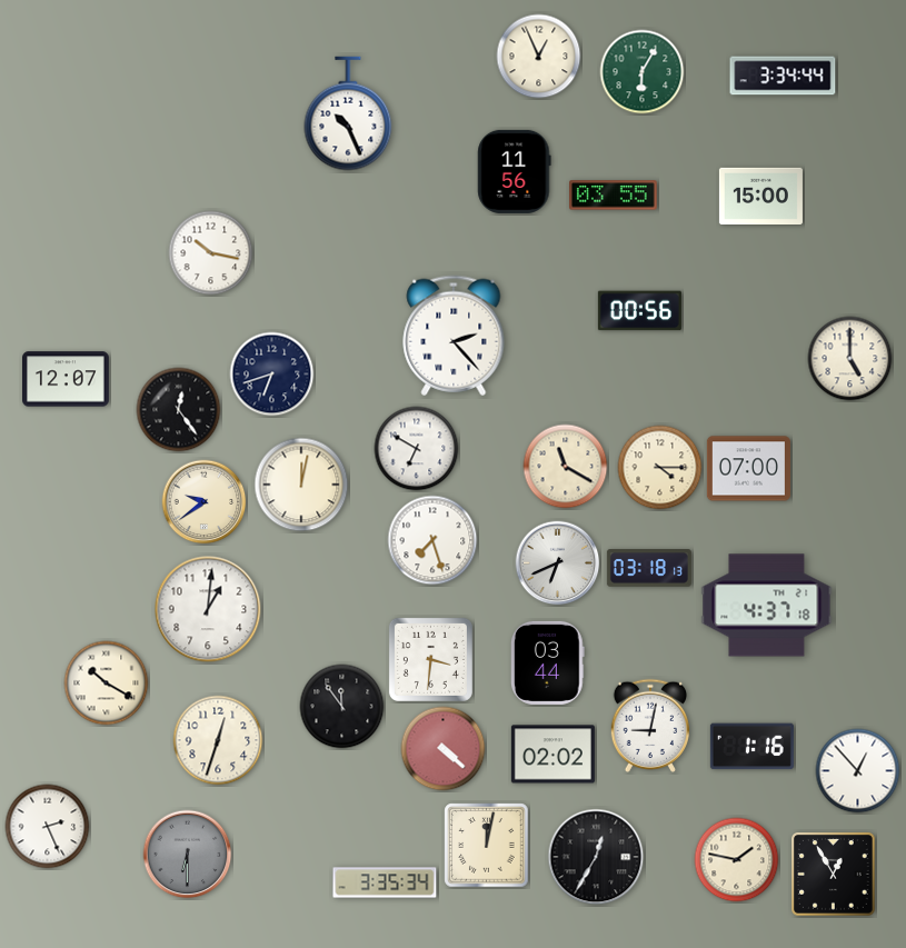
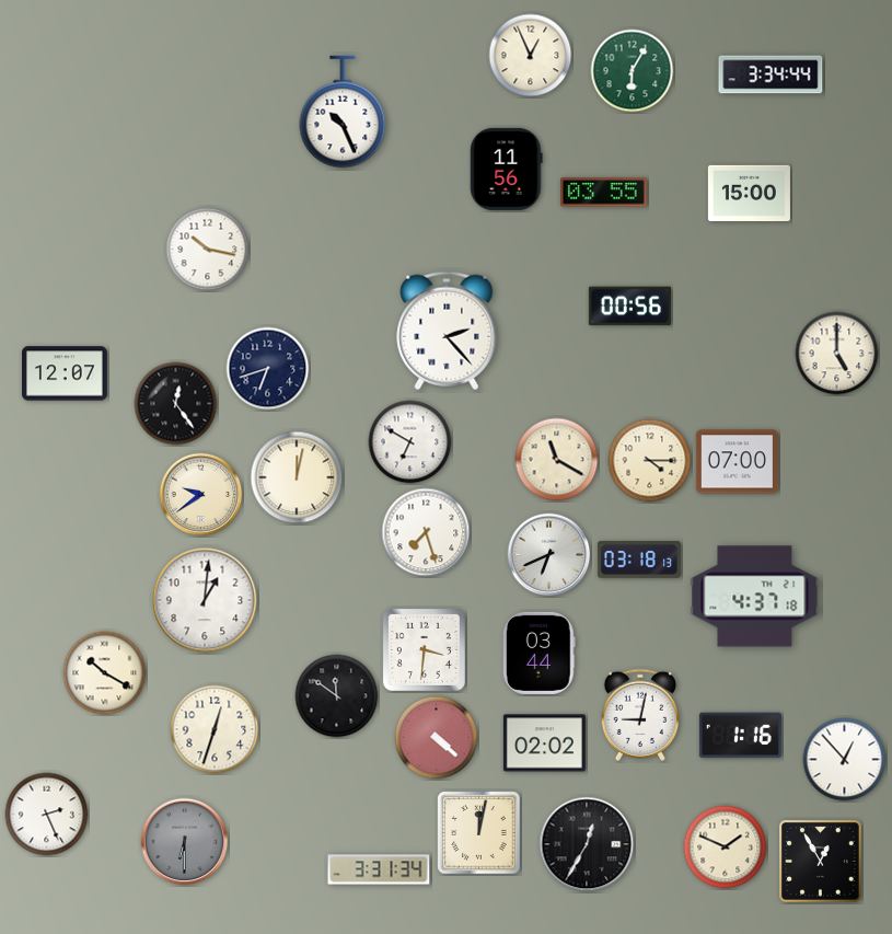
clock at (342, 707): 11:54 -> 11:51
clock at (737, 860): 1:47 -> 1:49
clock at (385, 882): 3:35 -> 3:31
